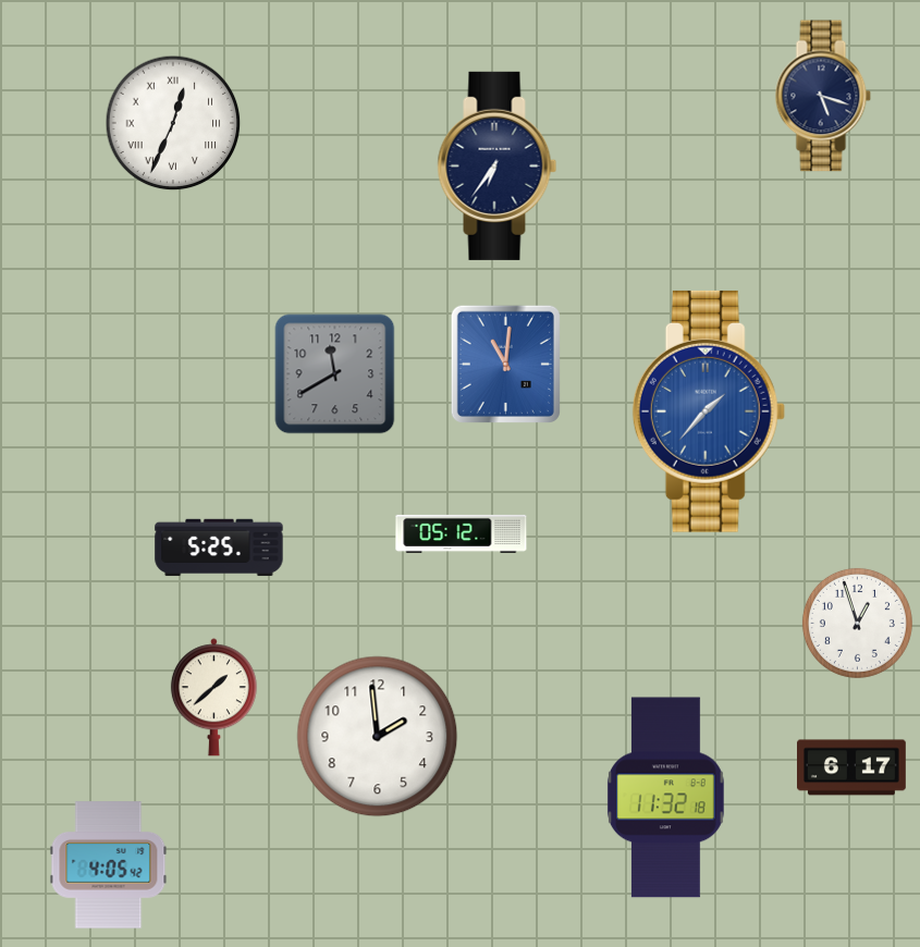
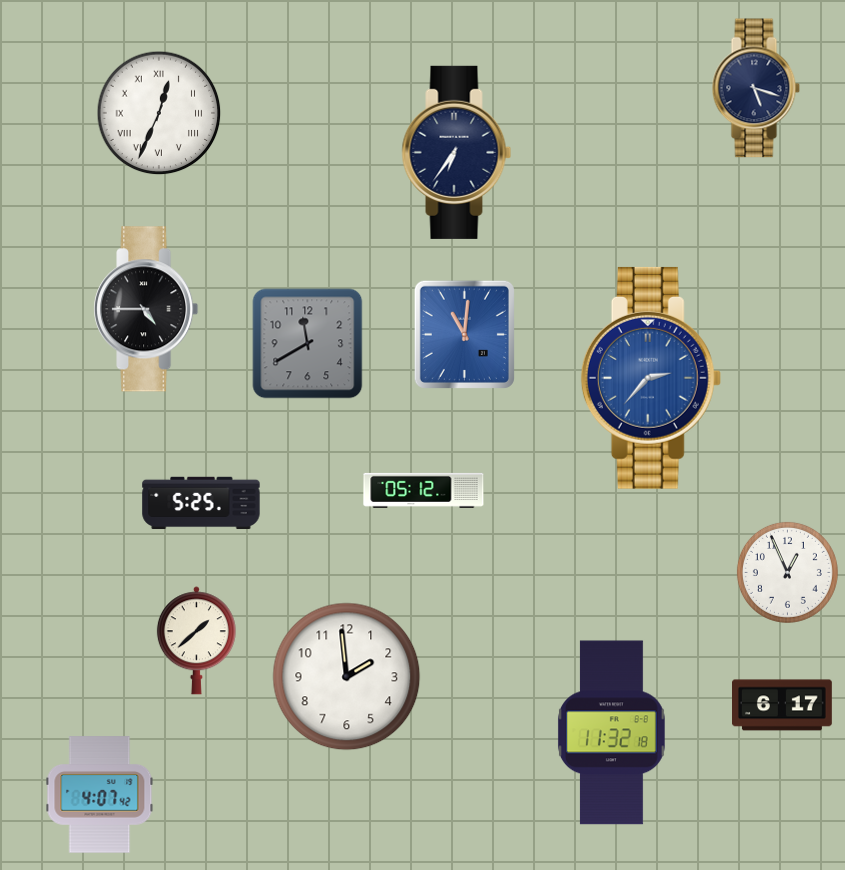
clock at (146, 309): none -> 4:45
clock at (709, 411): 1:37 -> 2:37
clock at (857, 623): 12:57 -> 12:56
clock at (109, 865): 4:05 -> 4:07
